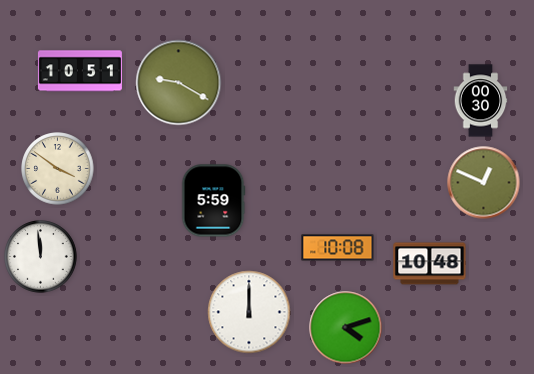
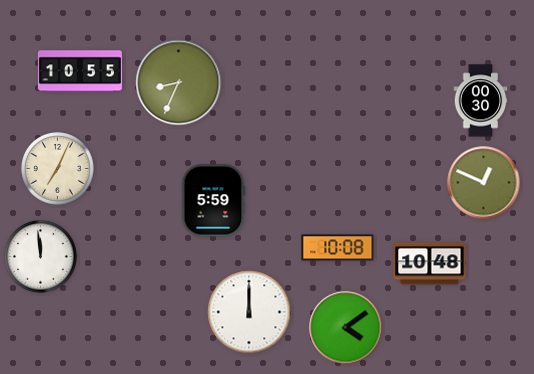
clock at (80, 71): 10:51 -> 10:55
clock at (179, 83): 9:20 -> 8:34
clock at (58, 169): 3:51 -> 7:04
clock at (346, 328): 4:12 -> 4:09
